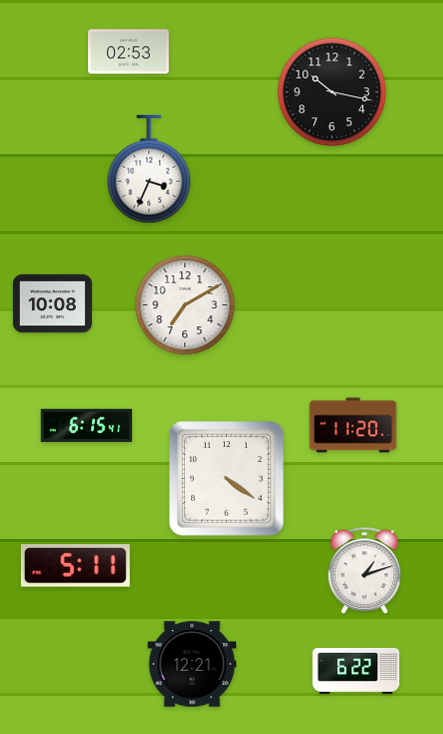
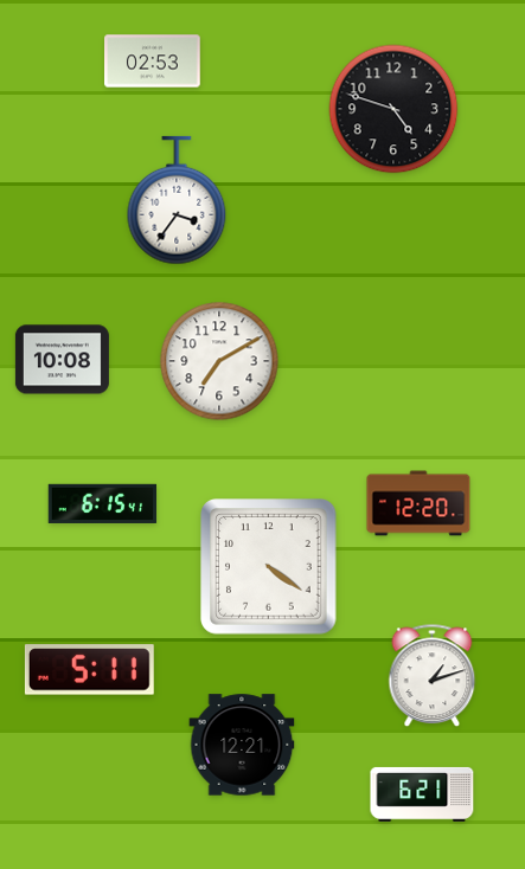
clock at (332, 92): 10:17 -> 4:48
clock at (149, 169): 3:34 -> 3:36
clock at (353, 425): 11:20 -> 12:20
clock at (192, 664) position: (192, 664) -> (242, 745)
clock at (356, 671): 6:22 -> 6:21
